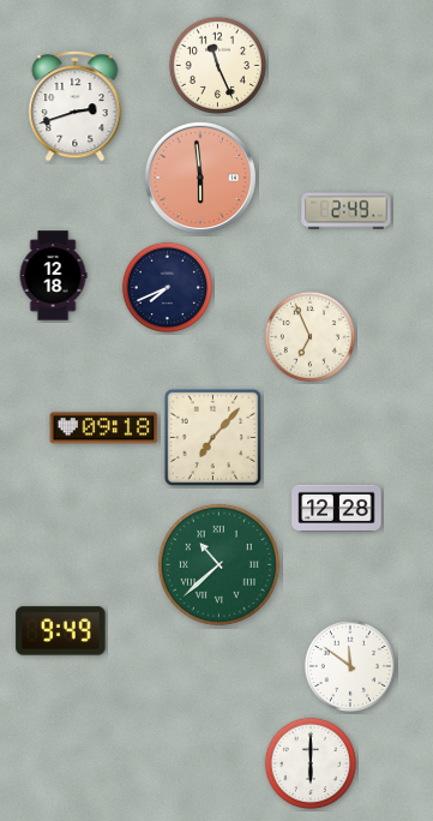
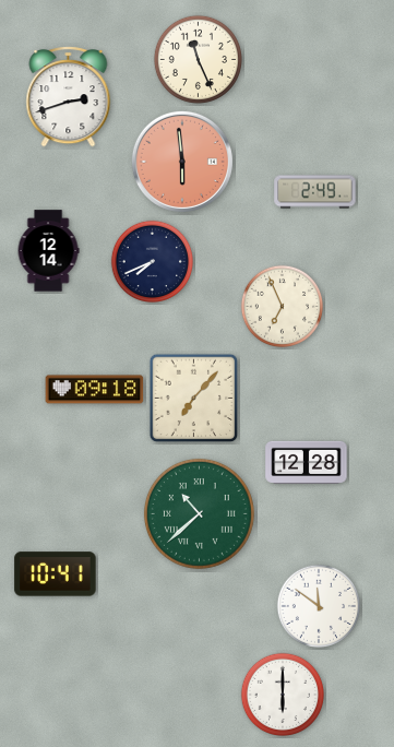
clock at (53, 276): 12:18 -> 12:14
clock at (61, 631): 9:49 -> 10:41
